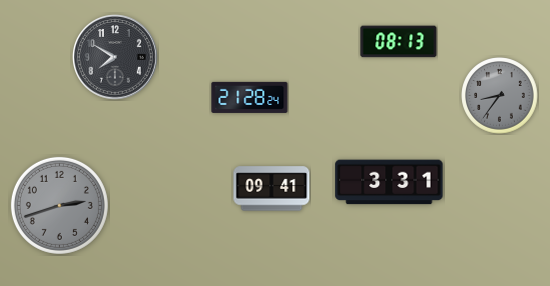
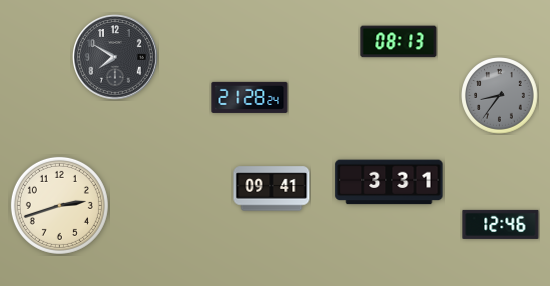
clock at (59, 205) dial: grey -> cream
clock at (501, 224): none -> 12:46
